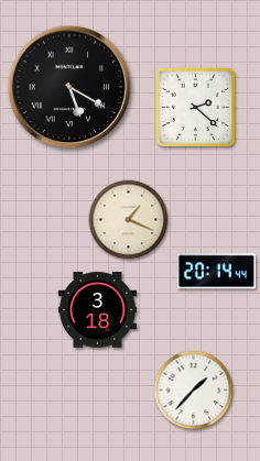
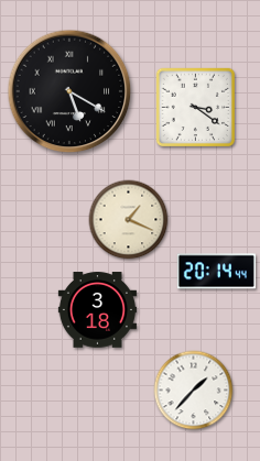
clock at (69, 87) position: (69, 87) -> (69, 91)
clock at (195, 107): 2:22 -> 3:21
